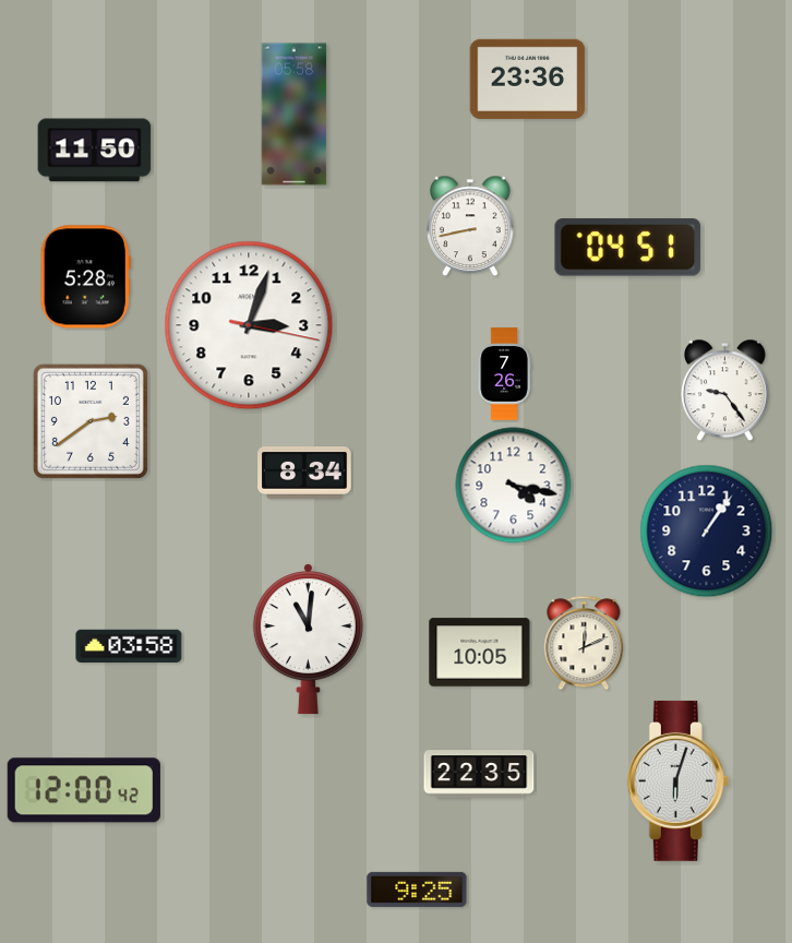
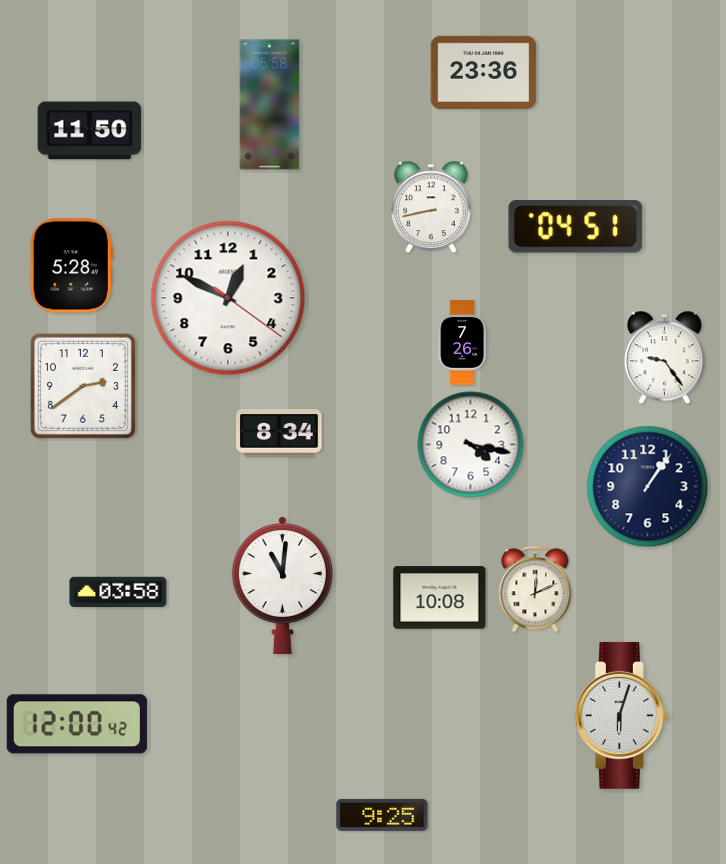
clock at (95, 151) position: (95, 151) -> (90, 131)
clock at (85, 277) position: (85, 277) -> (71, 266)
clock at (249, 325): 3:03 -> 12:49
clock at (480, 653): 10:05 -> 10:08
clock at (479, 774): 22:35 -> none
